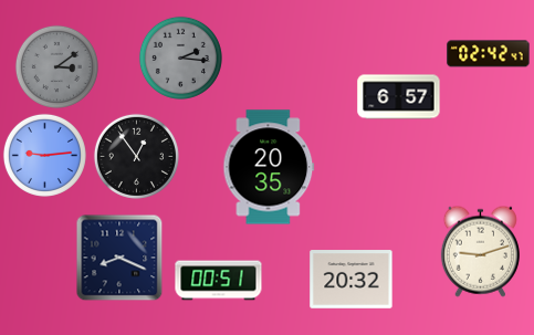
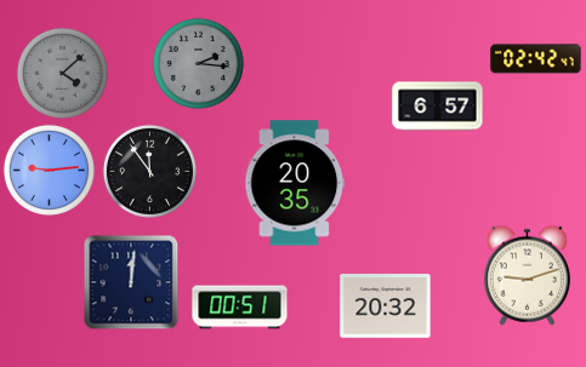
clock at (56, 66): 3:09 -> 4:08
clock at (136, 156): 12:54 -> 11:54
clock at (119, 258): 8:19 -> 12:01
